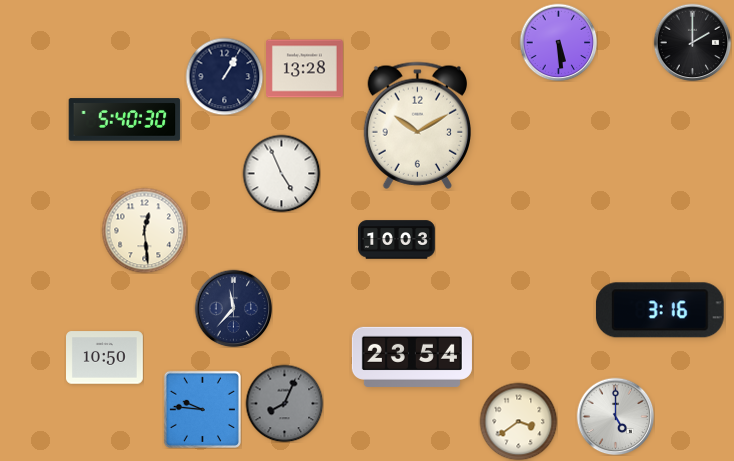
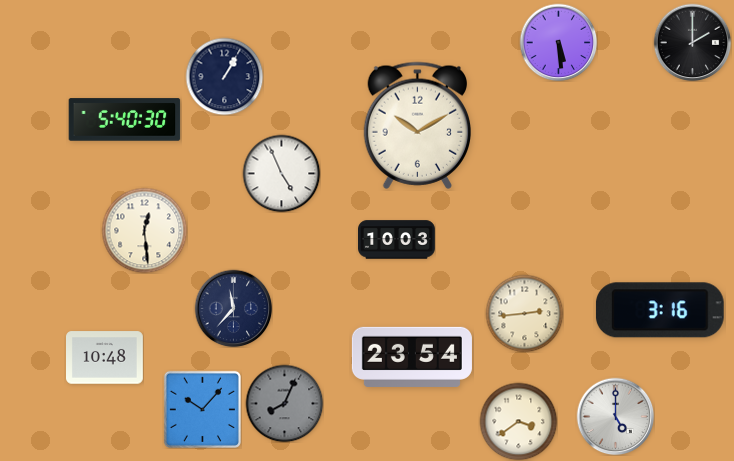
clock at (305, 69): 13:28 -> none
clock at (524, 313): none -> 2:44
clock at (105, 358): 10:50 -> 10:48
clock at (202, 409): 9:46 -> 10:07
